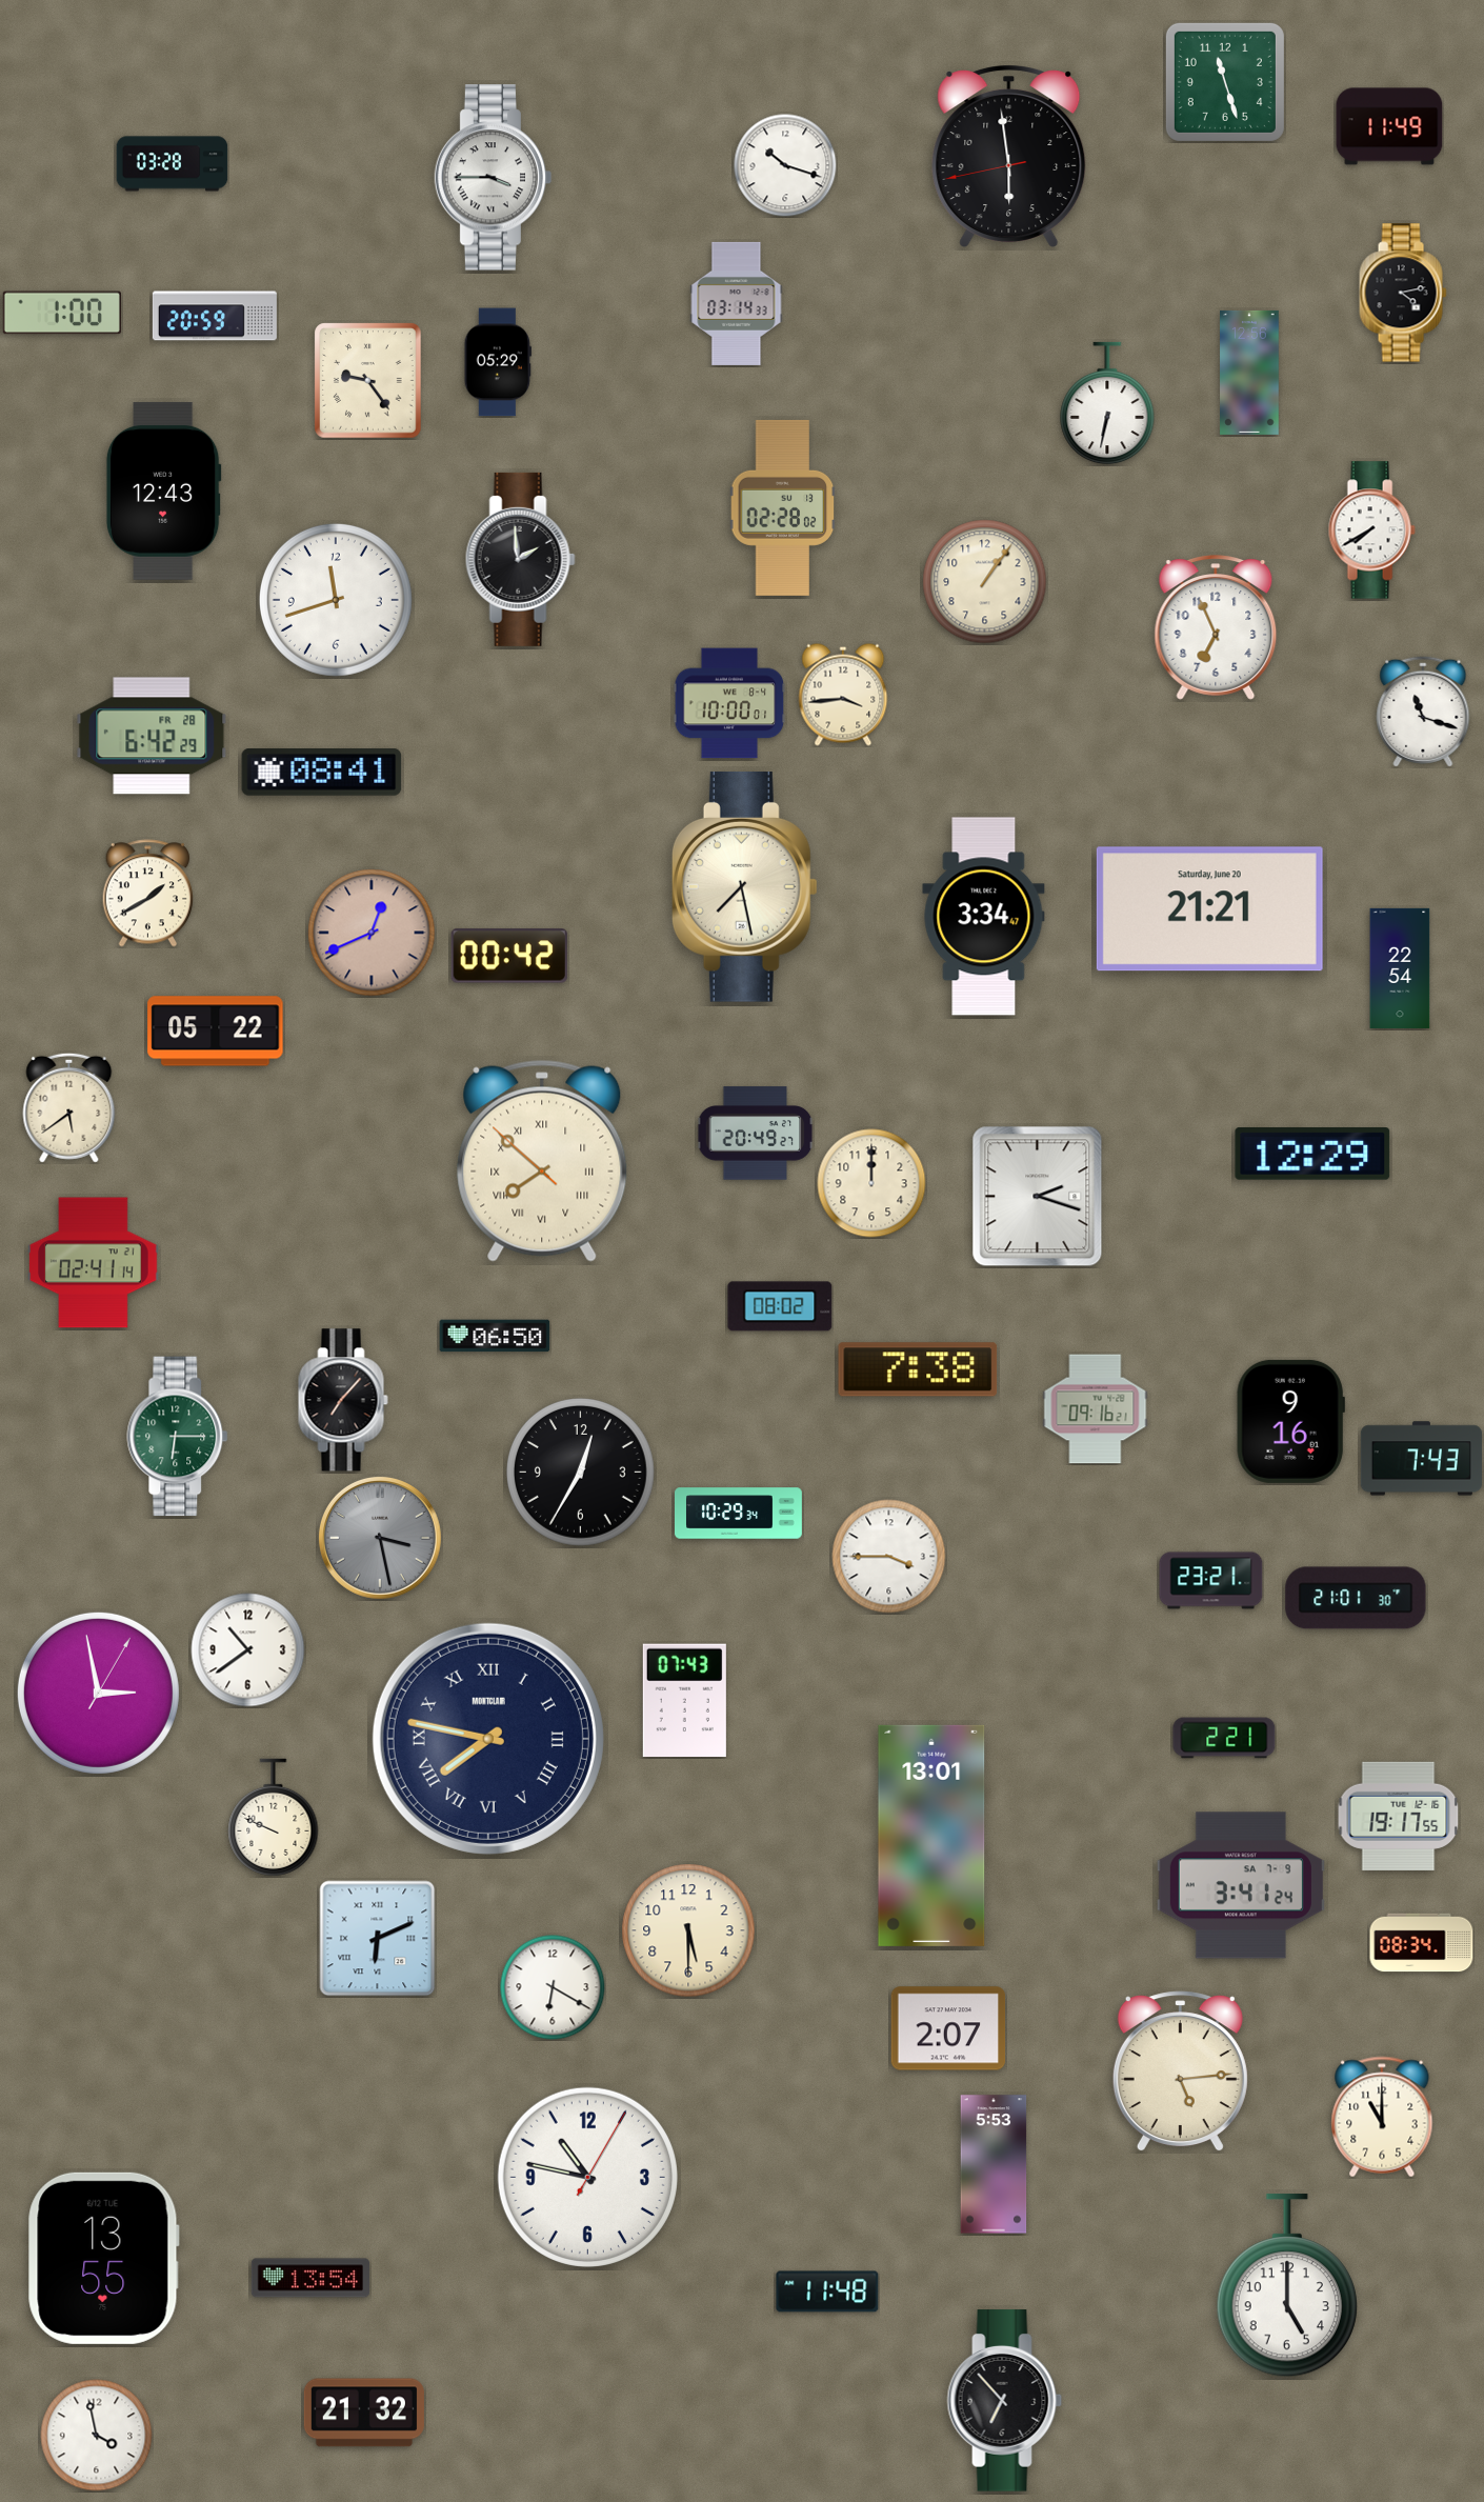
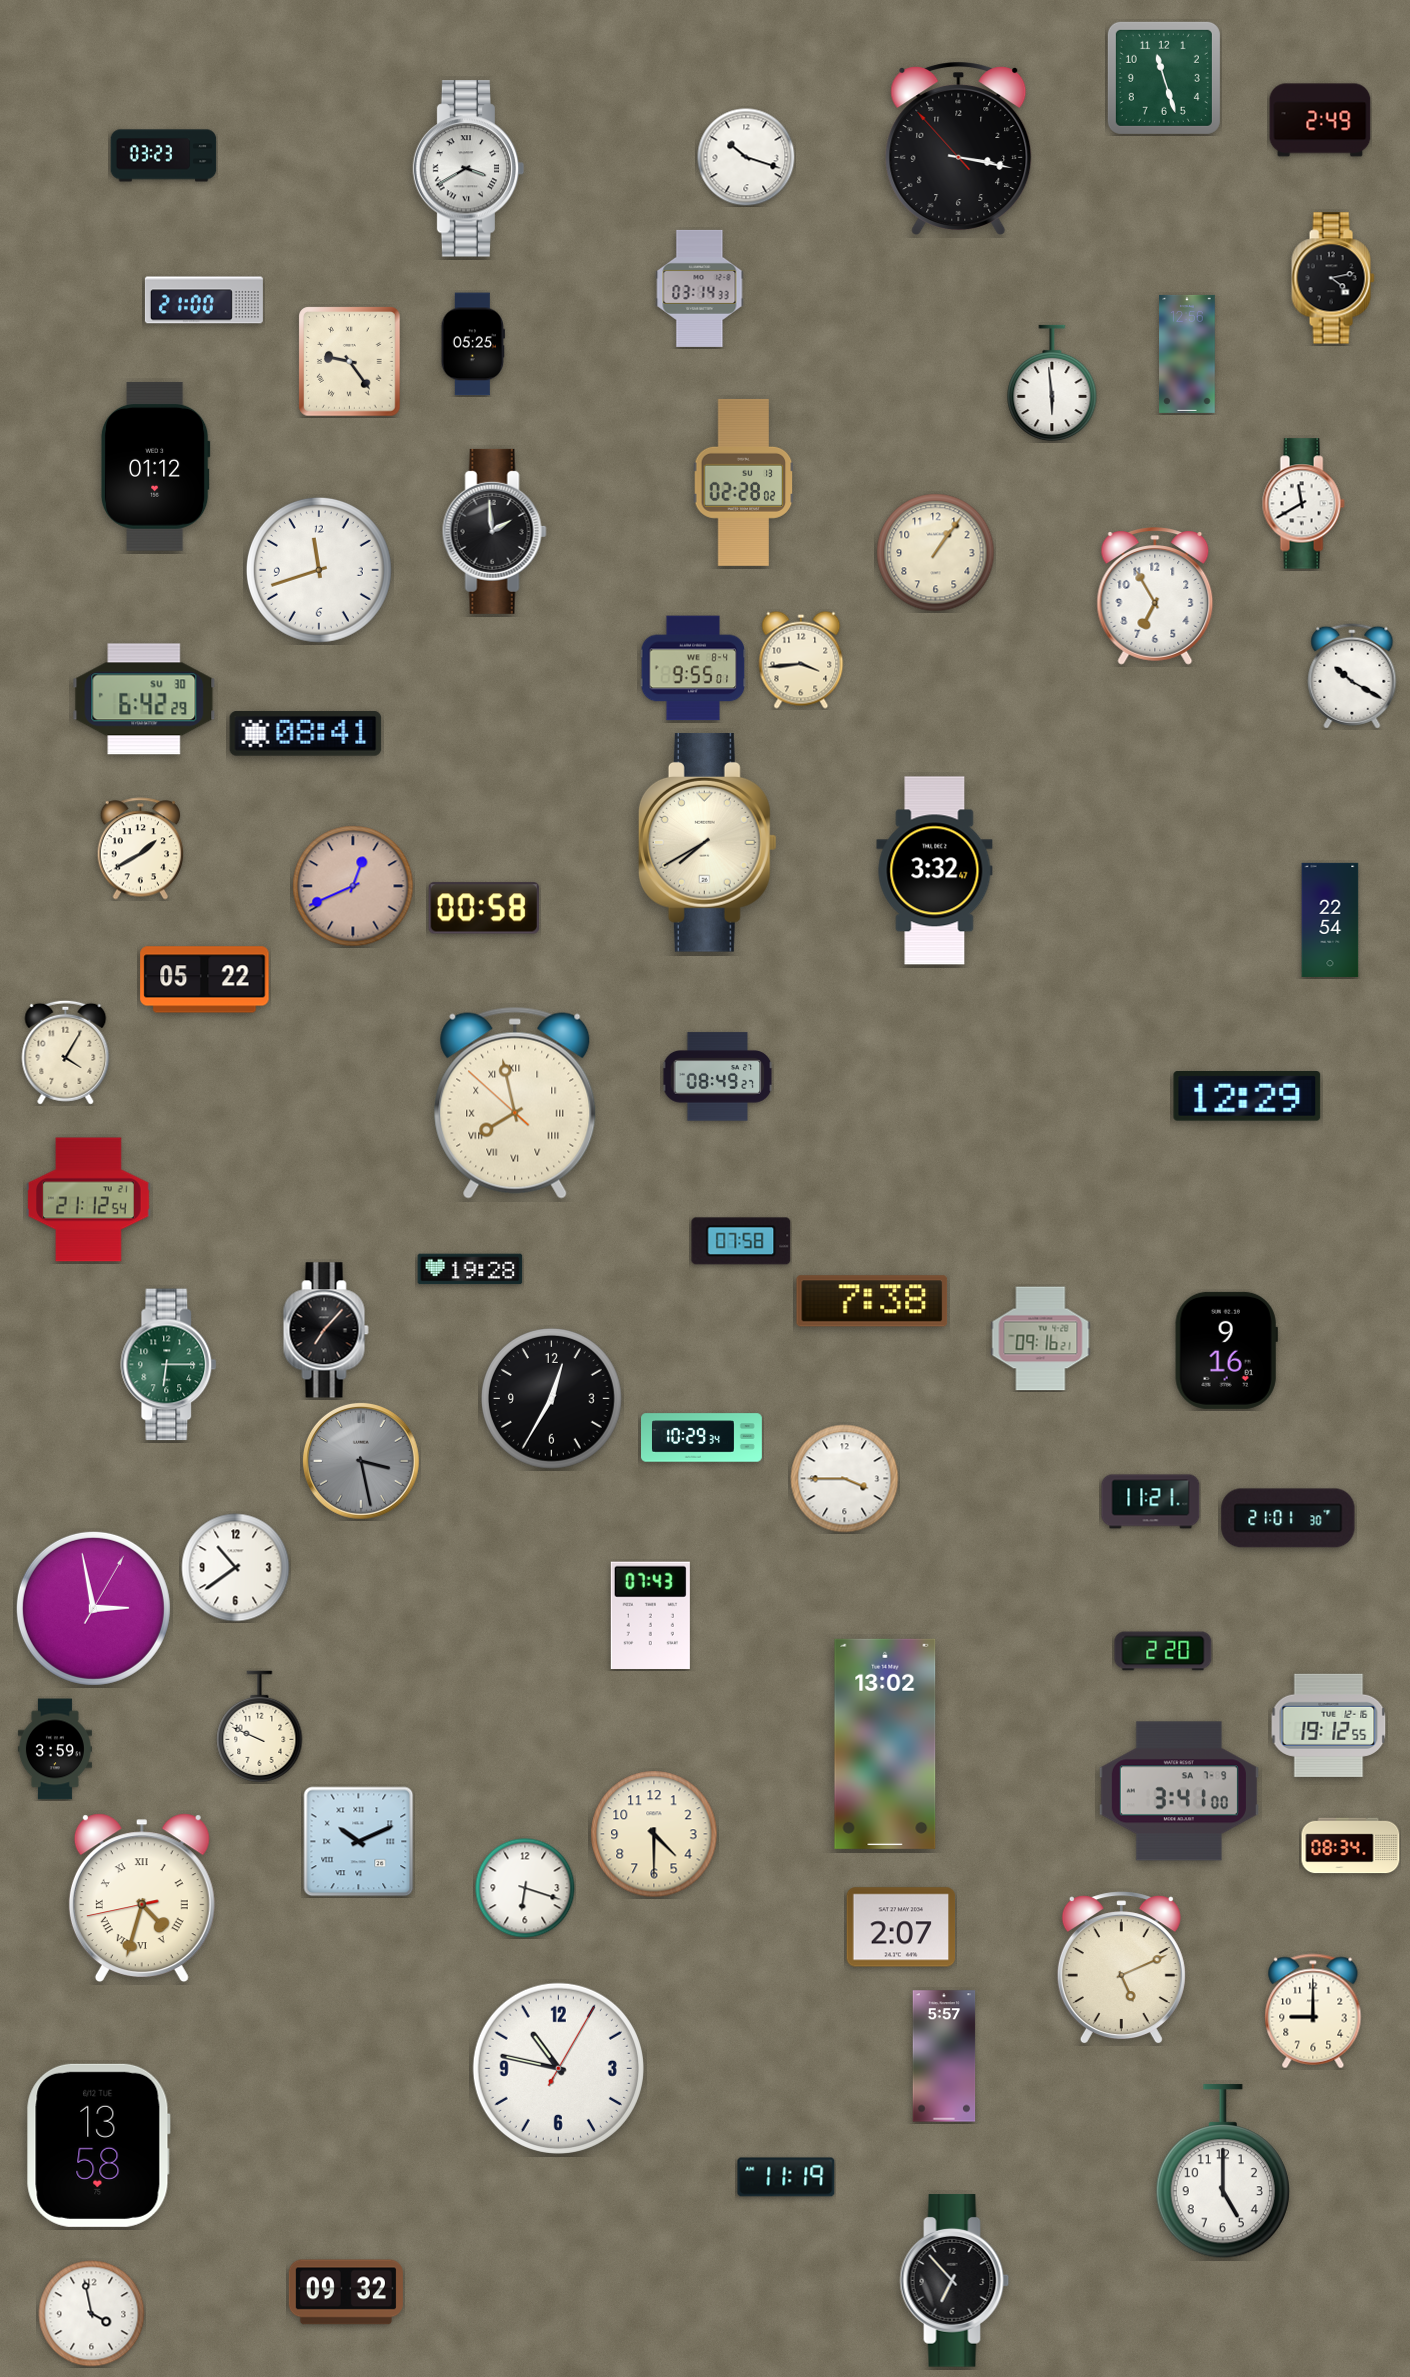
clock at (1389, 126): 11:49 -> 2:49
clock at (1009, 156): 5:58 -> 3:16
clock at (173, 164): 03:28 -> 03:23
clock at (494, 178): 3:45 -> 3:40
clock at (62, 313): 1:00 -> none
clock at (215, 316): 20:59 -> 21:00
clock at (498, 362): 05:29 -> 05:25
clock at (1107, 403): 6:32 -> 5:59
clock at (163, 491): 12:43 -> 01:12
clock at (1371, 531): 7:40 -> 11:40
clock at (1216, 627): 6:56 -> 6:55
clock at (729, 703): 10:00 -> 9:55
clock at (1423, 712): 11:18 -> 10:20
clock at (152, 736) date: FR 28 -> SU 30
clock at (744, 886): 7:28 -> 7:40
clock at (1209, 909): 21:21 -> none
clock at (984, 917): 3:34 -> 3:32
clock at (509, 956): 00:42 -> 00:58
clock at (69, 1107): 5:39 -> 4:05
clock at (756, 1134): 20:49 -> 08:49
clock at (542, 1161): 7:51 -> 7:57
clock at (871, 1183): 12:00 -> none
clock at (1038, 1197): 2:18 -> none
clock at (94, 1263): 02:41 -> 21:12
clock at (780, 1306): 08:02 -> 07:58
clock at (495, 1336): 06:50 -> 19:28
clock at (1421, 1459): 7:43 -> none
clock at (1211, 1581): 23:21 -> 11:21
clock at (1224, 1738): 2:21 -> 2:20
clock at (488, 1739): 7:47 -> none
clock at (1399, 1816): 19:17 -> 19:12
clock at (931, 1836): 13:01 -> 13:02
clock at (55, 1749): none -> 3:59
clock at (1241, 1885): 3:41:24 -> 3:41:00
clock at (688, 1930): 5:30 -> 4:30
clock at (378, 1939): 6:11 -> 10:11
clock at (553, 1987): 6:20 -> 6:18
clock at (142, 1898): none -> 4:32
clock at (1180, 2071): 5:14 -> 5:11
clock at (1382, 2117): 11:00 -> 9:00
clock at (994, 2164): 5:53 -> 5:57
clock at (103, 2258): 13:55 -> 13:58
clock at (309, 2278): 13:54 -> none
clock at (827, 2291): 11:48 -> 11:19
clock at (364, 2413): 21:32 -> 09:32
